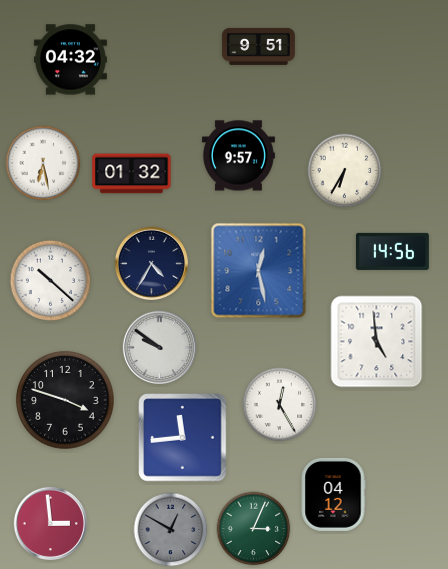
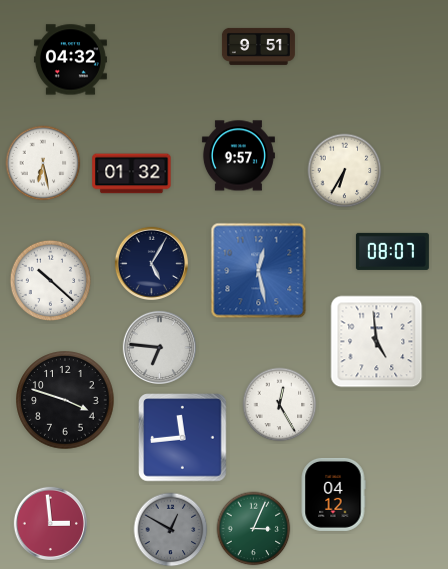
clock at (392, 251): 14:56 -> 08:07
clock at (151, 263): 4:35 -> 5:05
clock at (159, 347): 9:51 -> 6:46
